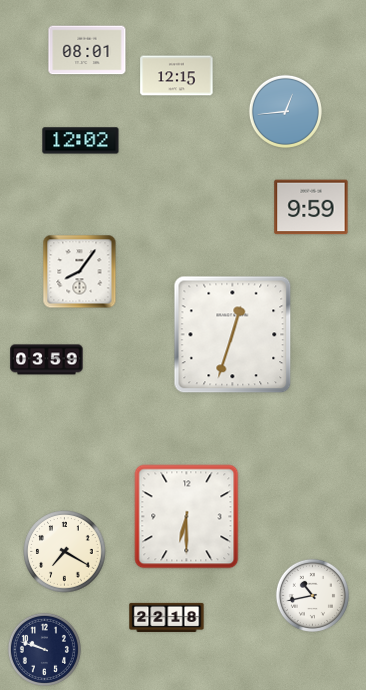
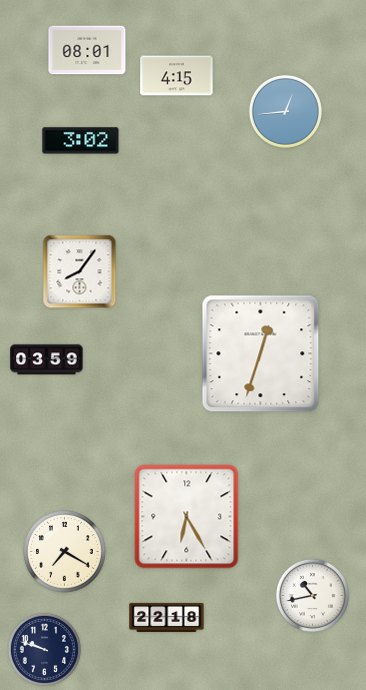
clock at (177, 76): 12:15 -> 4:15
clock at (81, 141): 12:02 -> 3:02
clock at (311, 207): 9:59 -> none
clock at (233, 335) position: (233, 335) -> (261, 354)
clock at (187, 517): 6:30 -> 6:25
